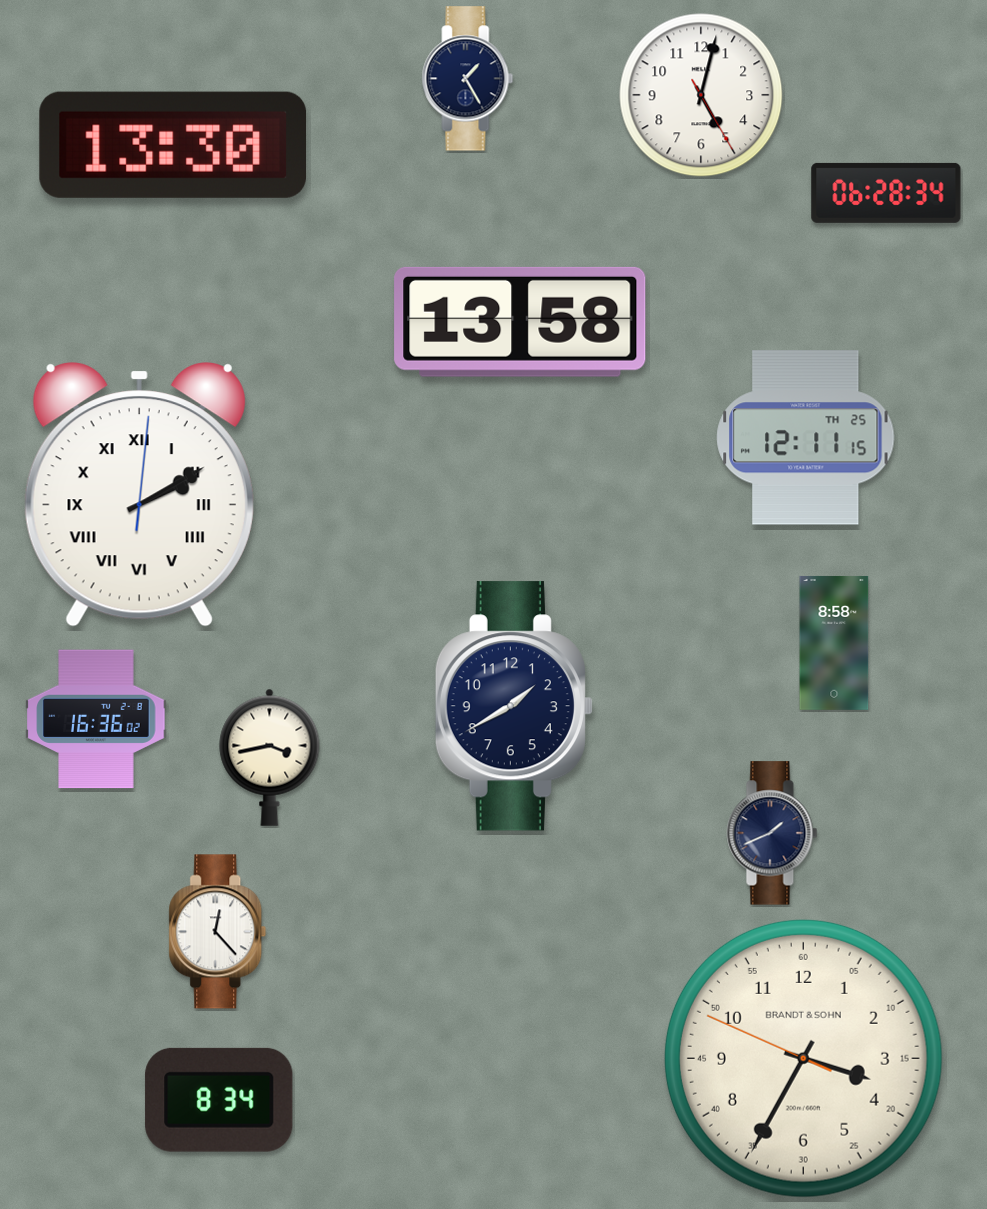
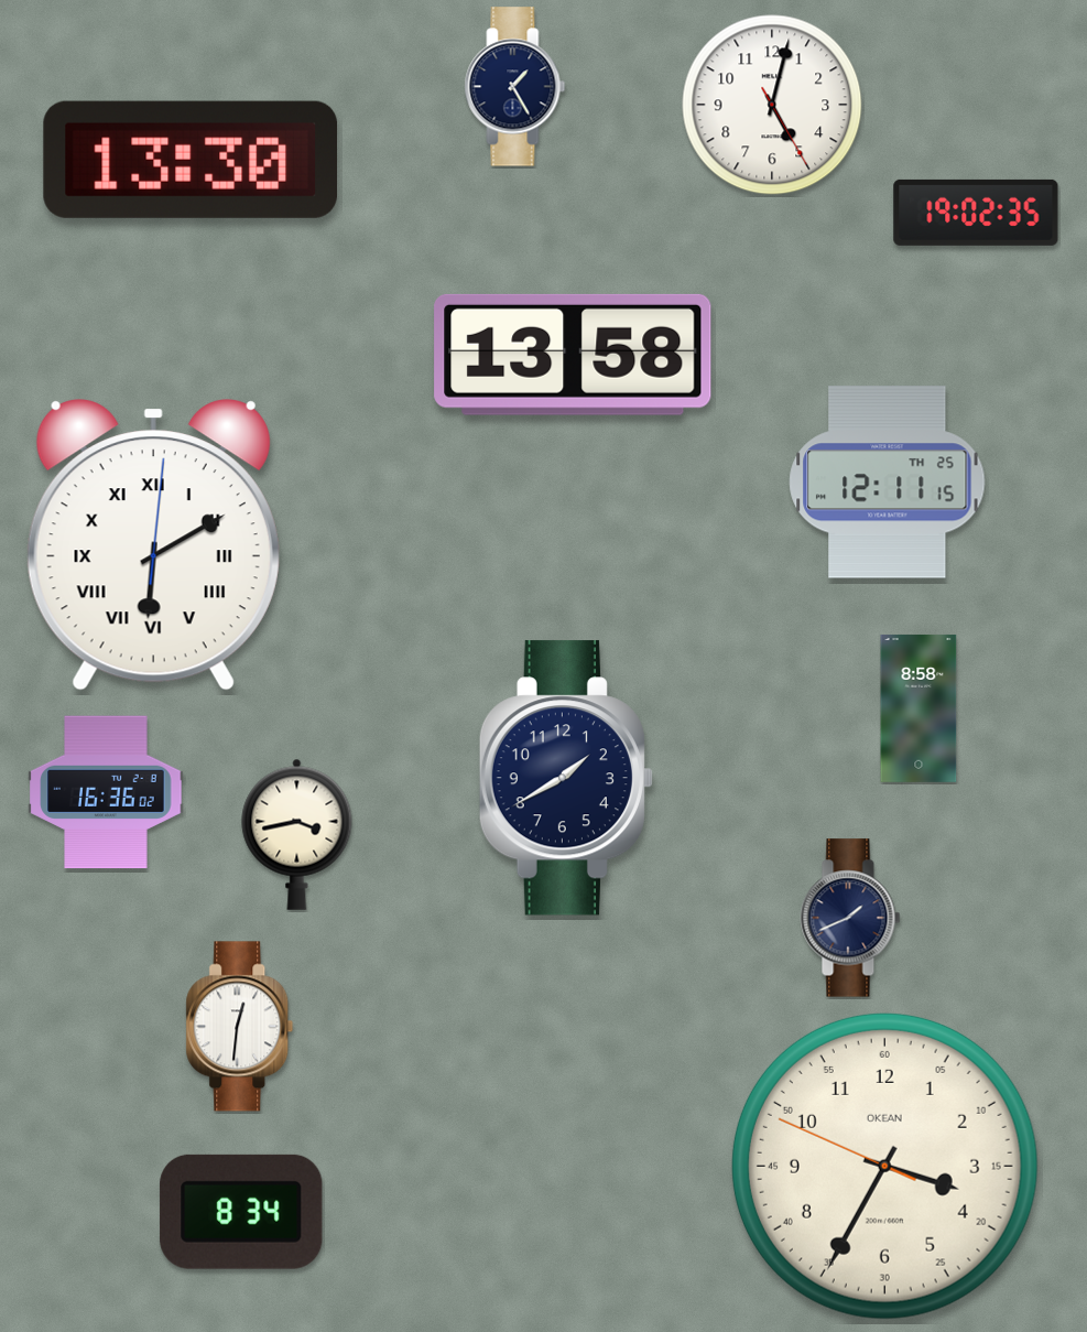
clock at (886, 193): 06:28 -> 19:02
clock at (139, 495): 2:10 -> 6:10
clock at (218, 932): 12:23 -> 12:31
clock at (803, 1058) brand: BRANDT & SOHN -> OKEAN
